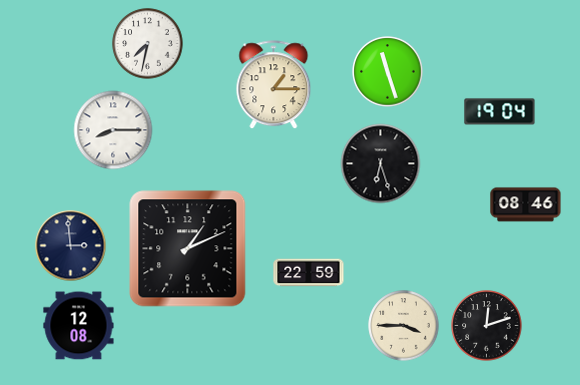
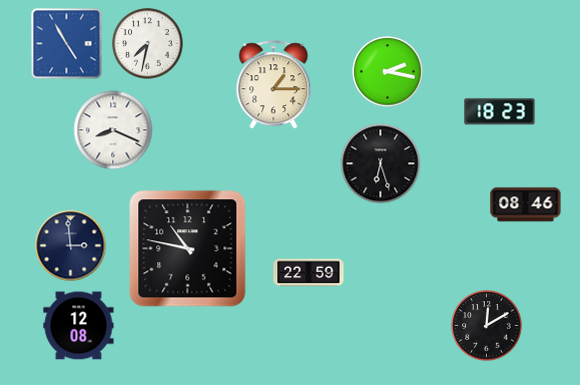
clock at (67, 44): none -> 4:55
clock at (388, 72): 11:27 -> 2:17
clock at (500, 112): 19:04 -> 18:23
clock at (113, 130): 8:15 -> 8:19
clock at (188, 249): 1:11 -> 10:47
clock at (404, 326): 3:45 -> none
clock at (487, 326): 12:12 -> 12:10
